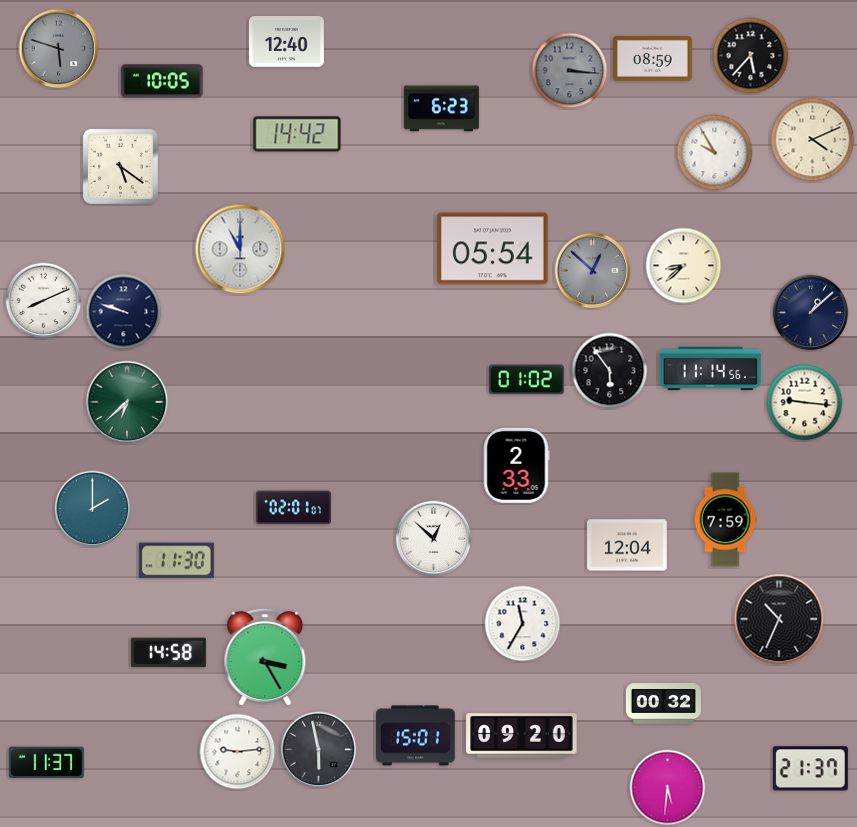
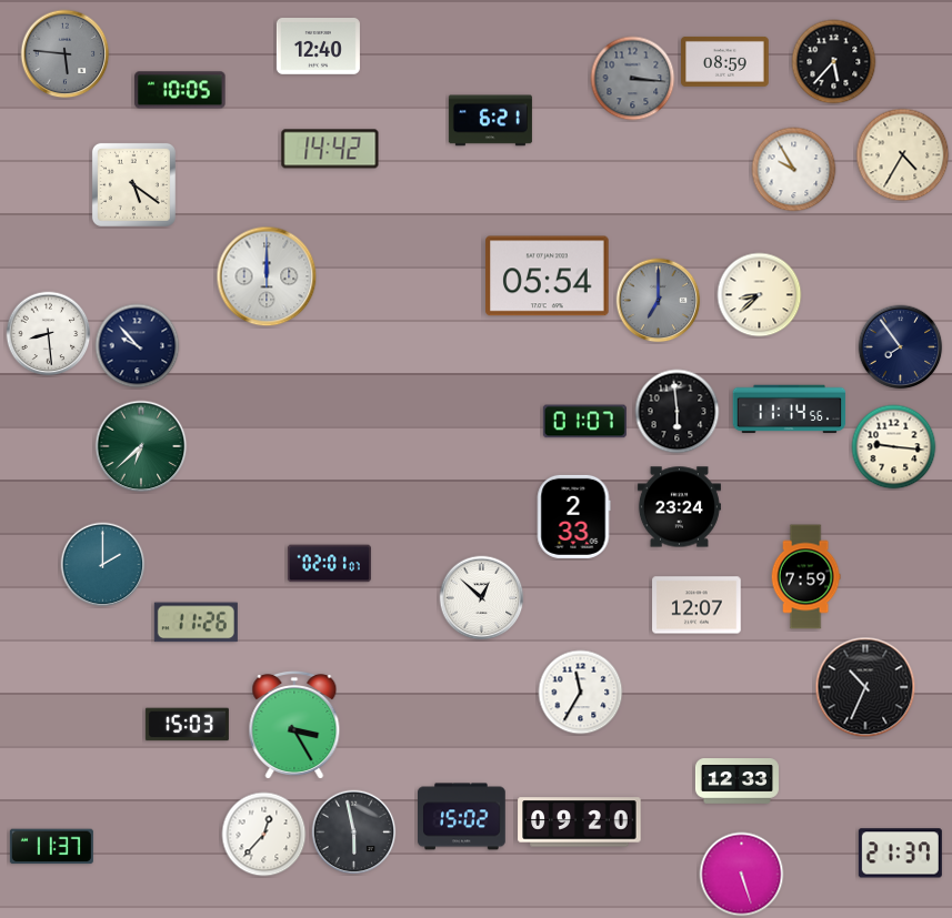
clock at (59, 49): 5:48 -> 5:46
clock at (653, 59) position: (653, 59) -> (725, 62)
clock at (441, 109): 6:23 -> 6:21
clock at (813, 140): 4:11 -> 4:35
clock at (240, 249): 11:00 -> 12:00
clock at (593, 271): 12:52 -> 7:00
clock at (44, 301): 8:11 -> 8:29
clock at (124, 312): 9:48 -> 9:53
clock at (811, 313): 1:08 -> 7:54
clock at (610, 371): 5:54 -> 5:59
clock at (526, 380): 01:02 -> 01:07
clock at (679, 507): none -> 23:24
clock at (293, 508) position: (293, 508) -> (329, 564)
clock at (627, 545): 12:04 -> 12:07
clock at (176, 561): 11:30 -> 11:26
clock at (168, 653): 14:58 -> 15:03
clock at (265, 657) position: (265, 657) -> (294, 725)
clock at (663, 704): 00:32 -> 12:33
clock at (416, 736): 15:01 -> 15:02
clock at (522, 736) position: (522, 736) -> (580, 823)
clock at (238, 752): 9:14 -> 12:37
clock at (668, 788): 5:31 -> 5:27
